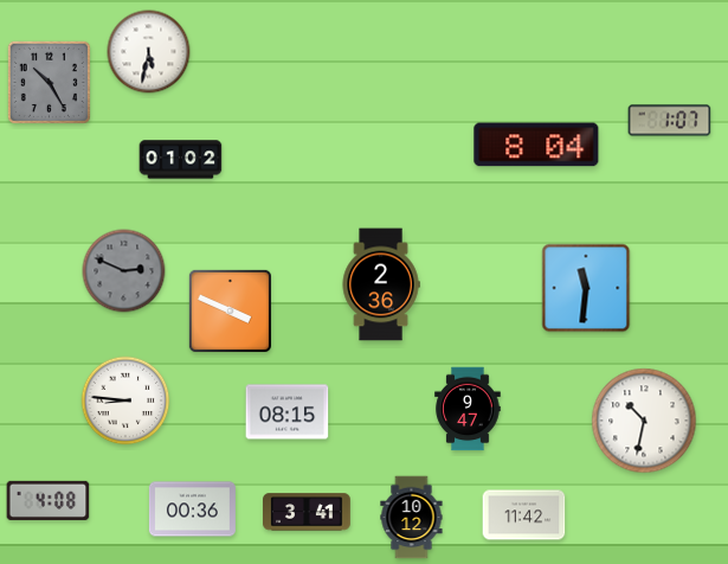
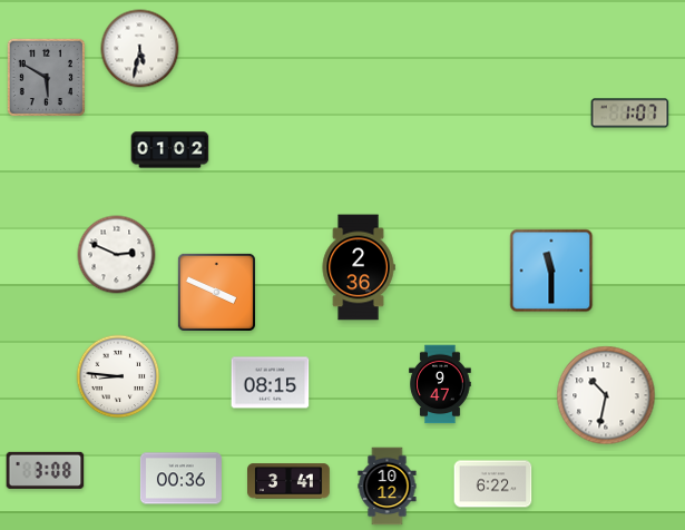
clock at (49, 82): 10:25 -> 5:50
clock at (536, 145): 8:04 -> none
clock at (124, 271) dial: grey -> white
clock at (586, 288): 11:31 -> 11:30
clock at (288, 412) position: (288, 412) -> (271, 383)
clock at (49, 500): 4:08 -> 3:08
clock at (524, 515): 11:42 -> 6:22
